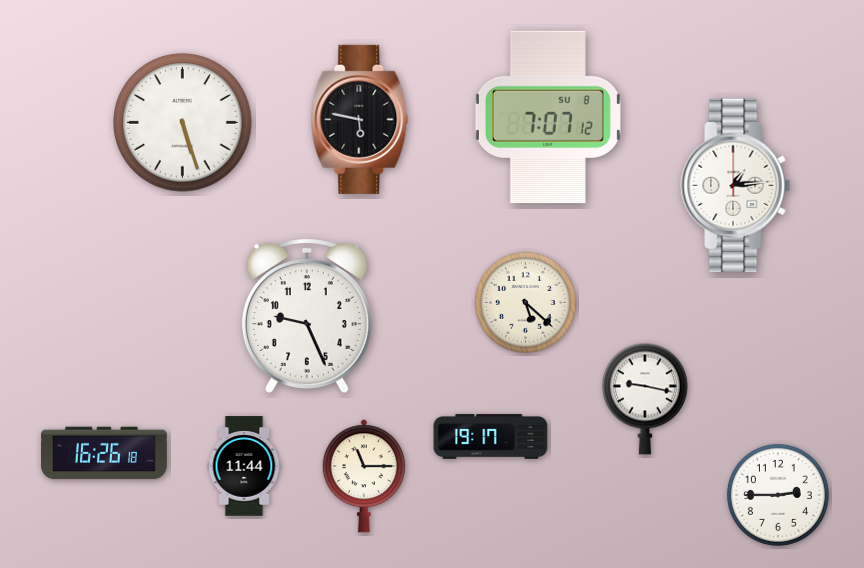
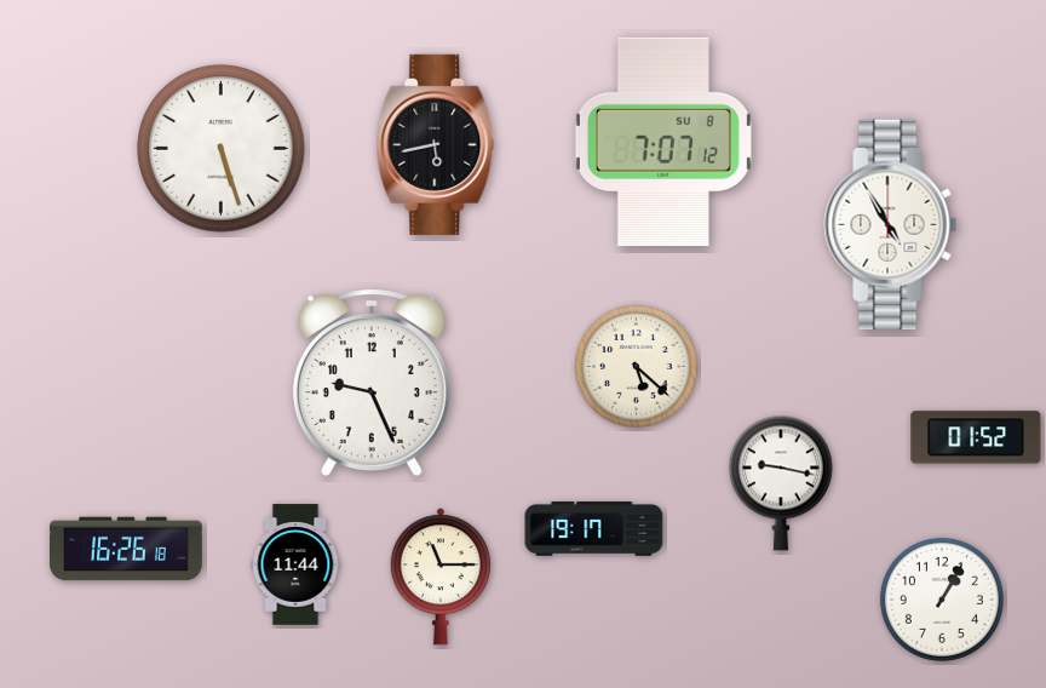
clock at (360, 119): 5:47 -> 5:43
clock at (736, 185): 1:14 -> 4:55
clock at (976, 437): none -> 01:52
clock at (778, 495): 2:45 -> 1:05
